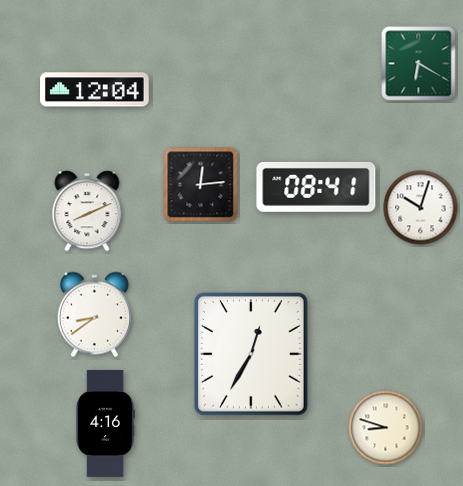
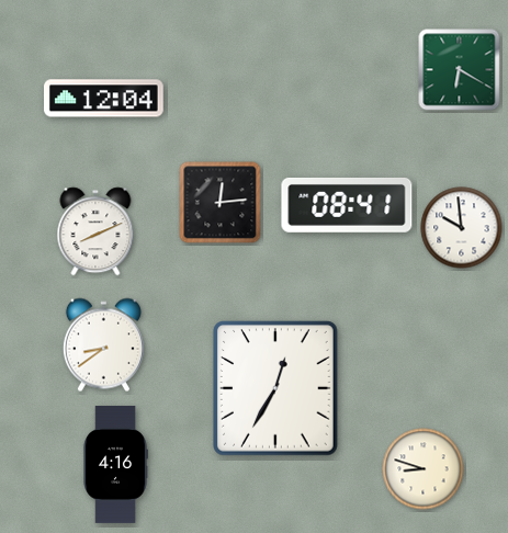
clock at (421, 208): 10:03 -> 9:59
